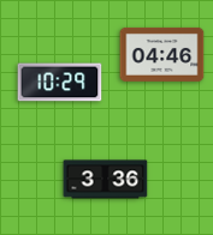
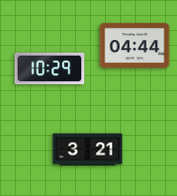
clock at (162, 54): 04:46 -> 04:44
clock at (106, 180): 3:36 -> 3:21
